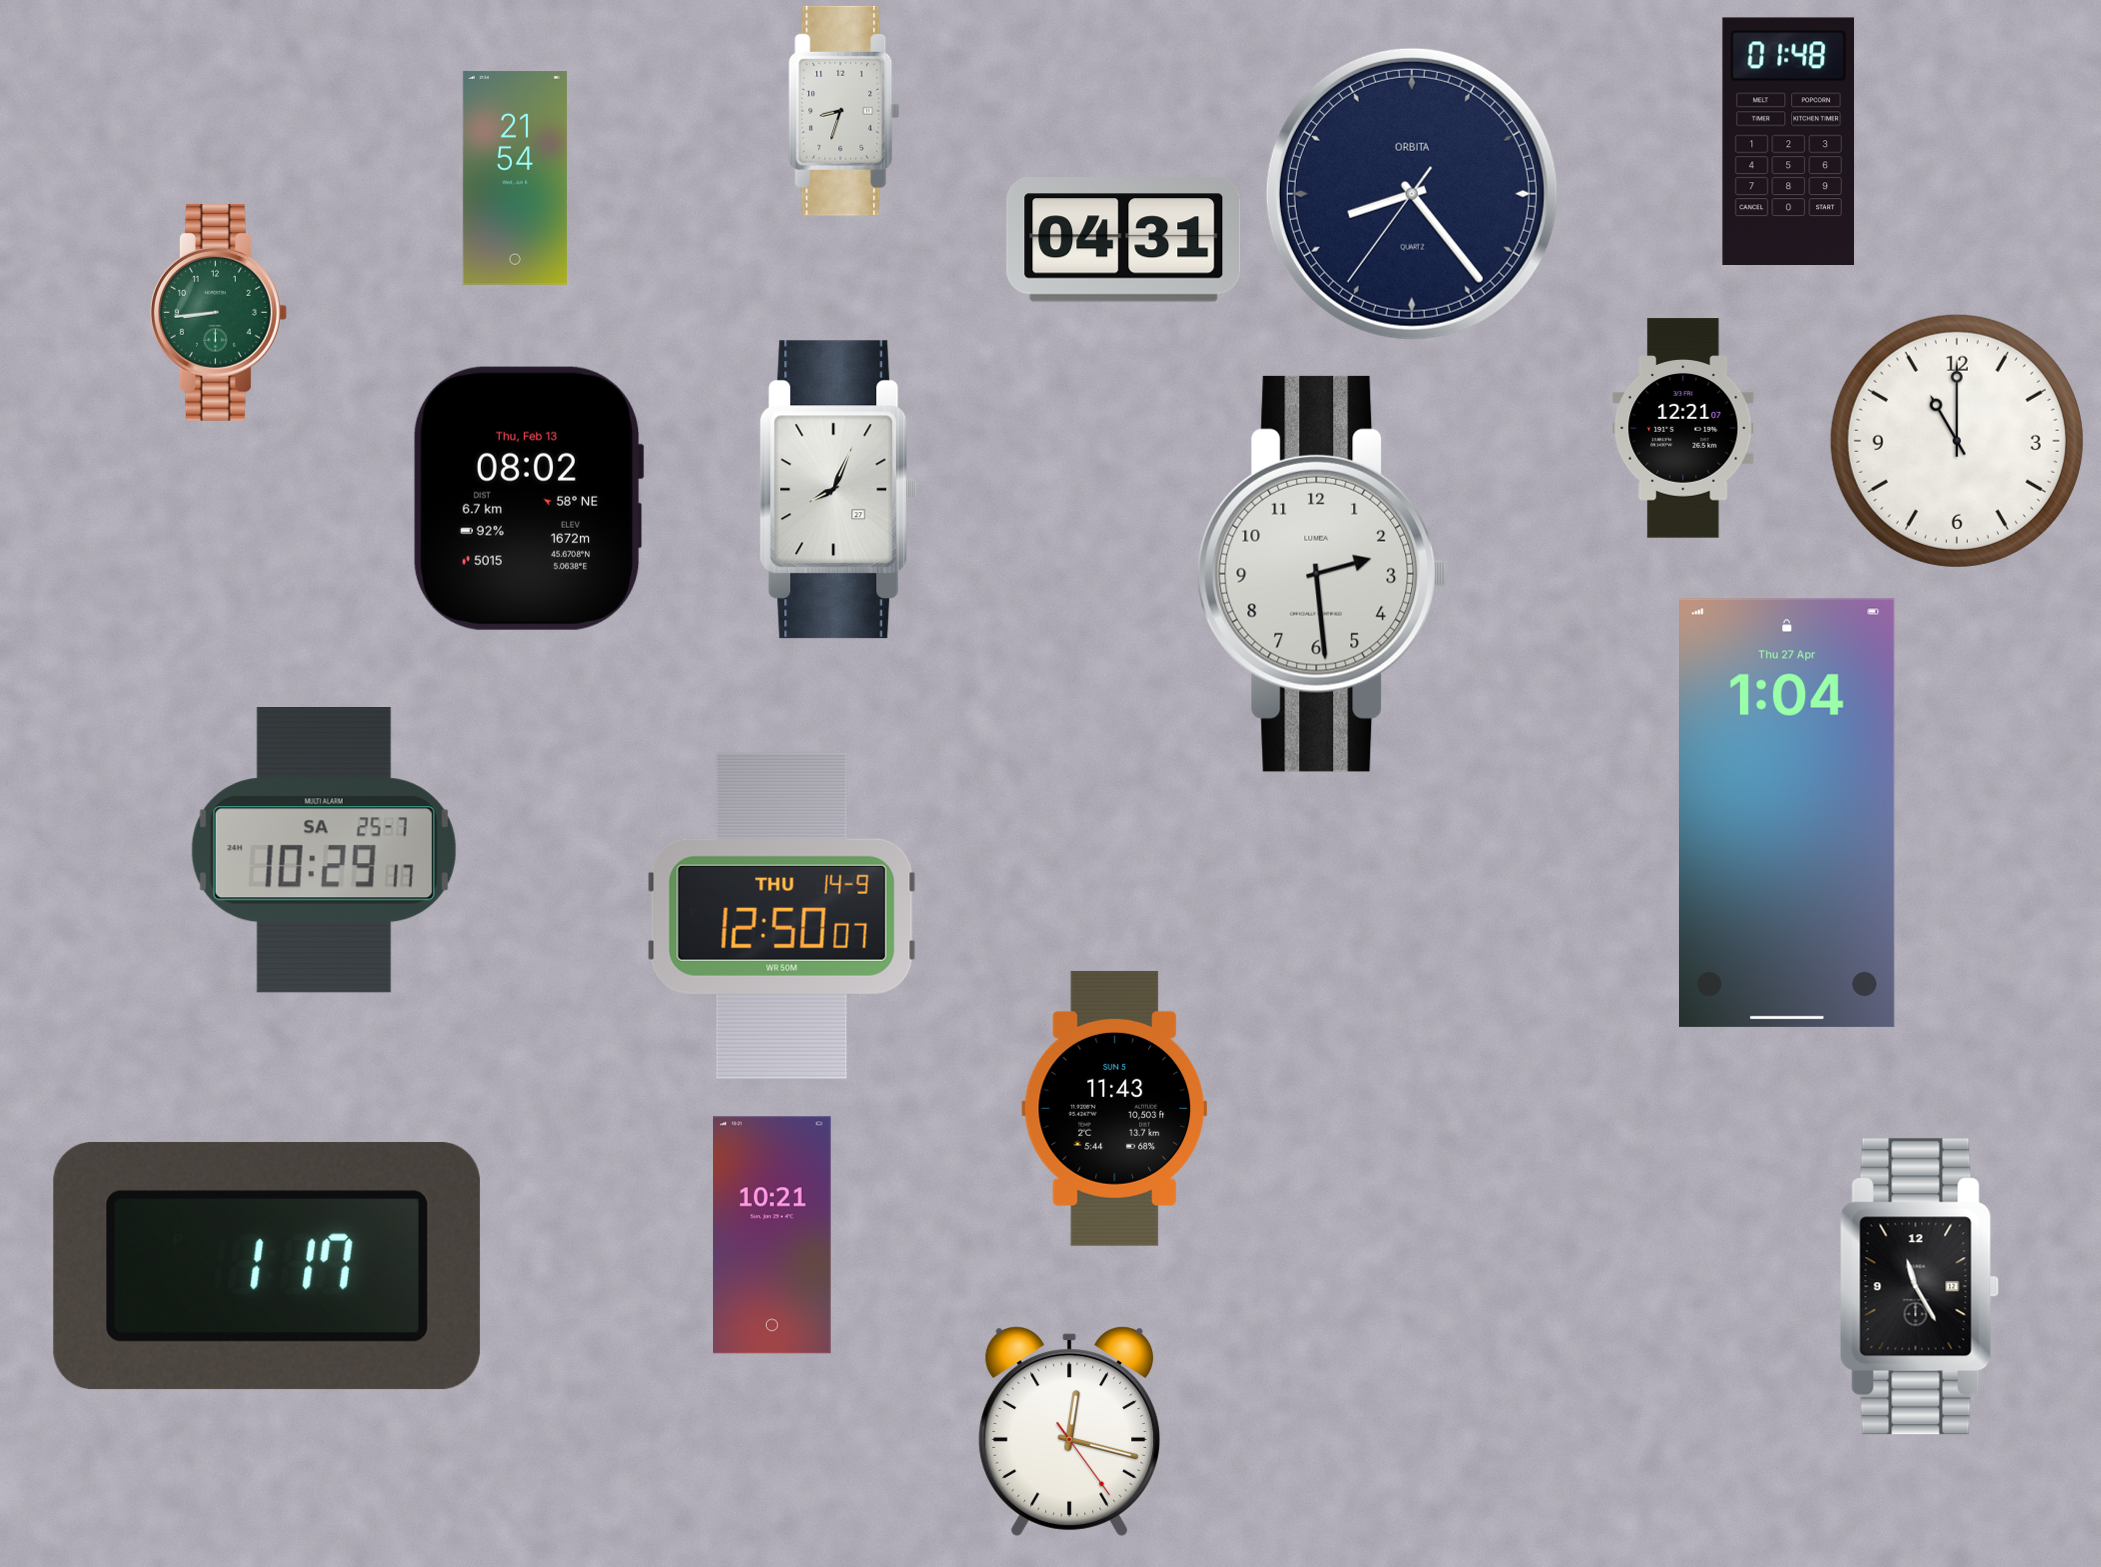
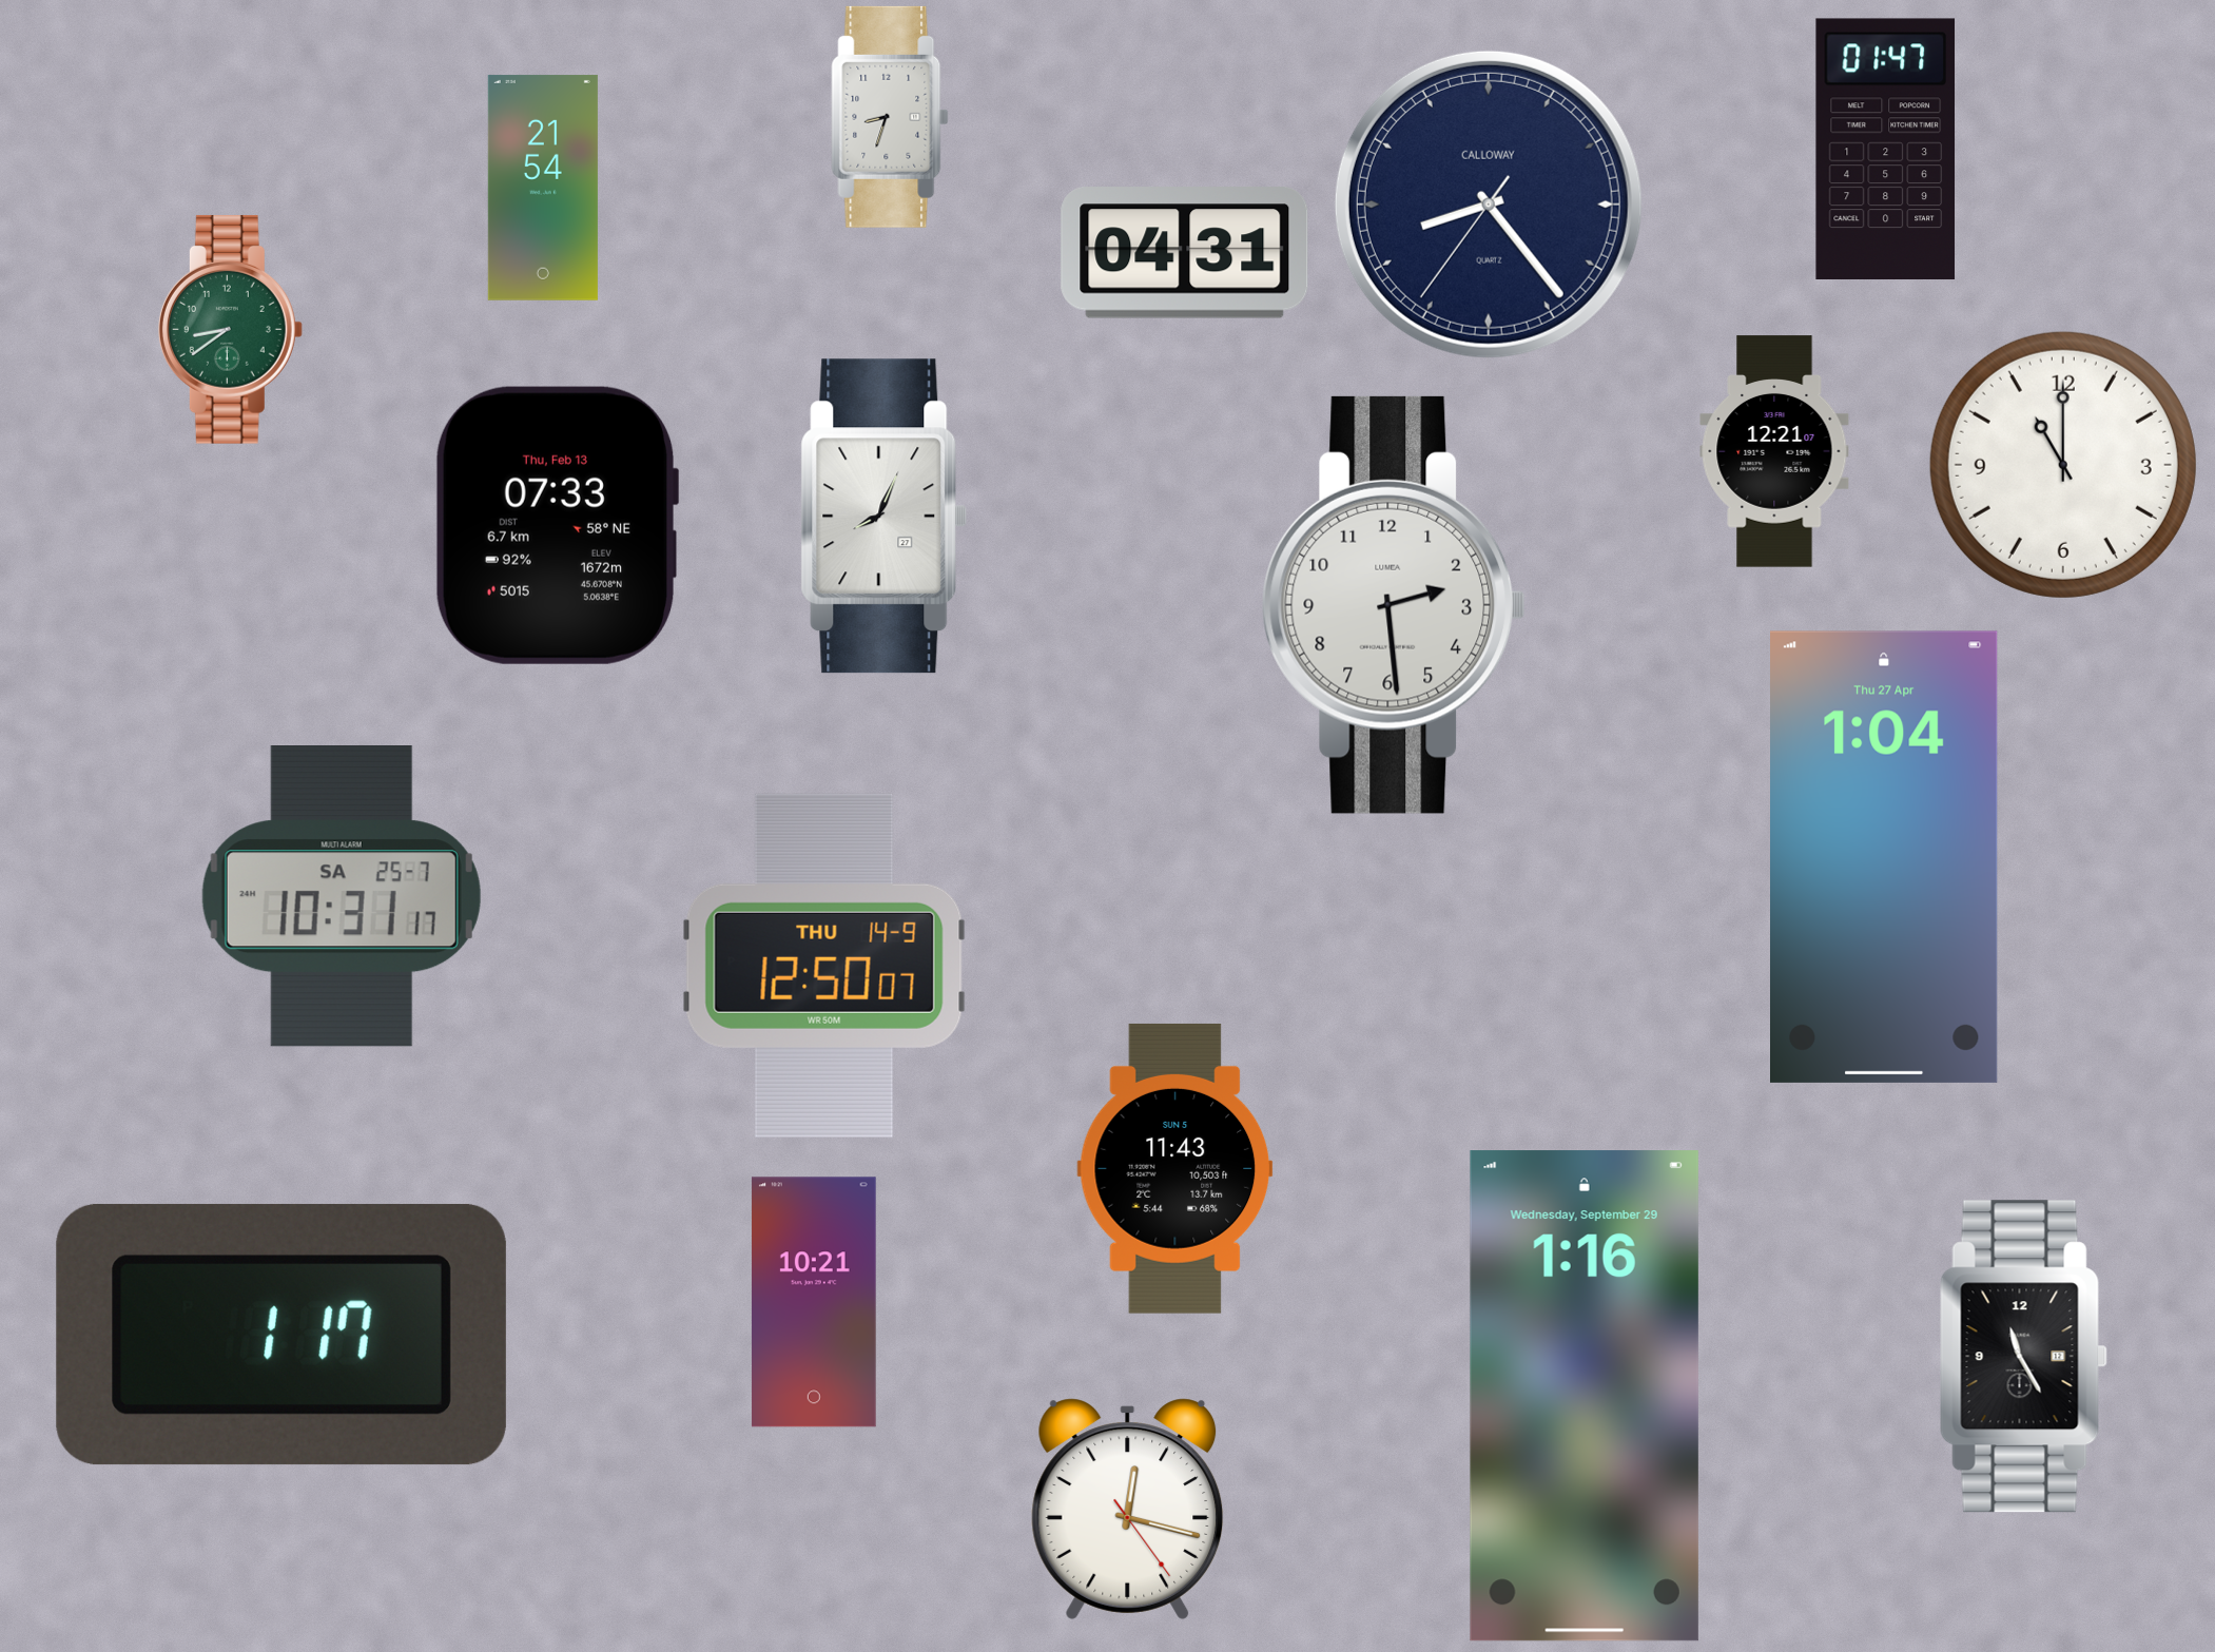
clock at (1789, 141): 01:48 -> 01:47
clock at (1412, 194) brand: ORBITA -> CALLOWAY
clock at (218, 312): 8:44 -> 8:39
clock at (527, 498): 08:02 -> 07:33
clock at (324, 851): 10:29 -> 10:31
clock at (1585, 1396): none -> 1:16
